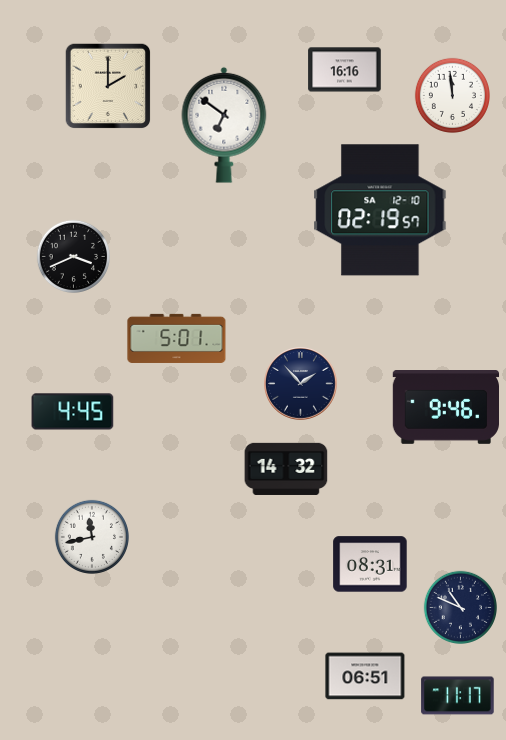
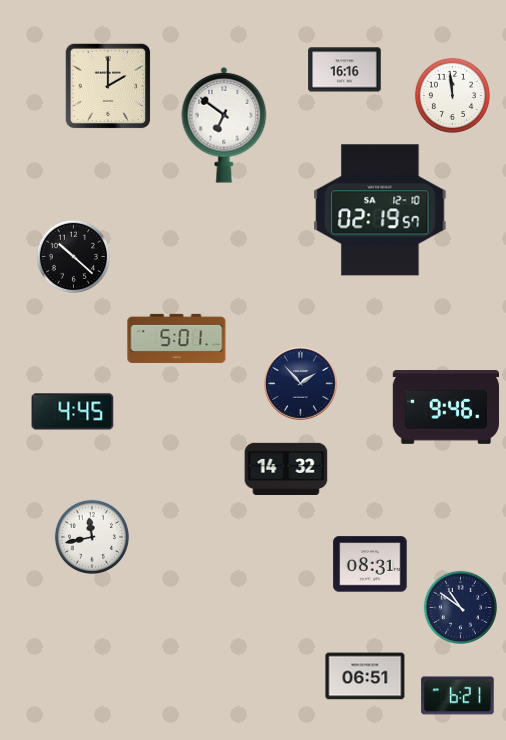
clock at (73, 256): 3:41 -> 10:22
clock at (460, 607): 10:49 -> 10:51
clock at (458, 696): 11:17 -> 6:21
